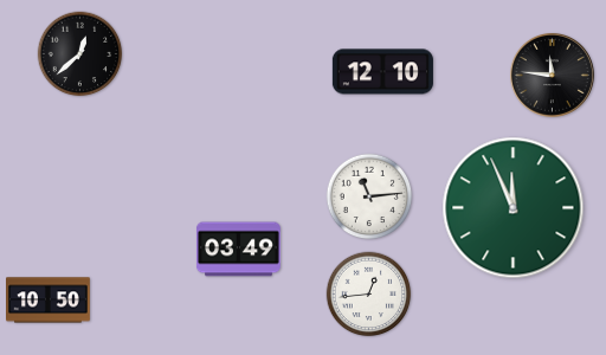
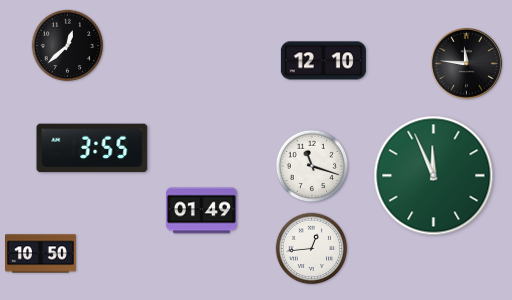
clock at (92, 148): none -> 3:55
clock at (369, 196): 11:14 -> 11:18
clock at (238, 250): 03:49 -> 01:49
